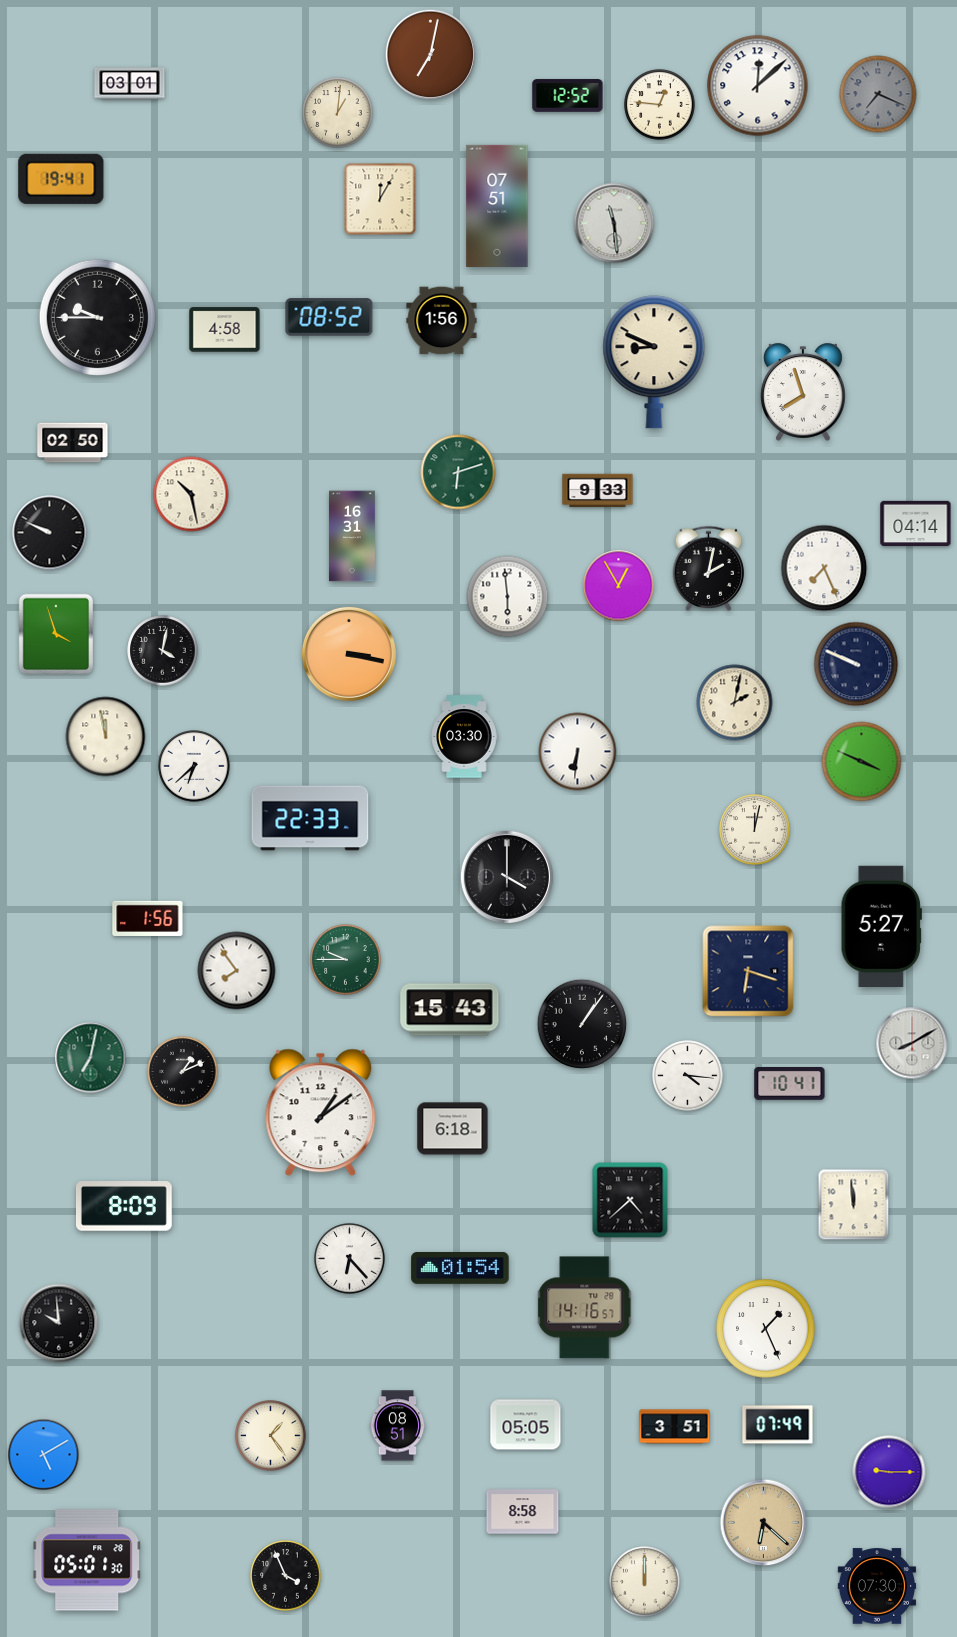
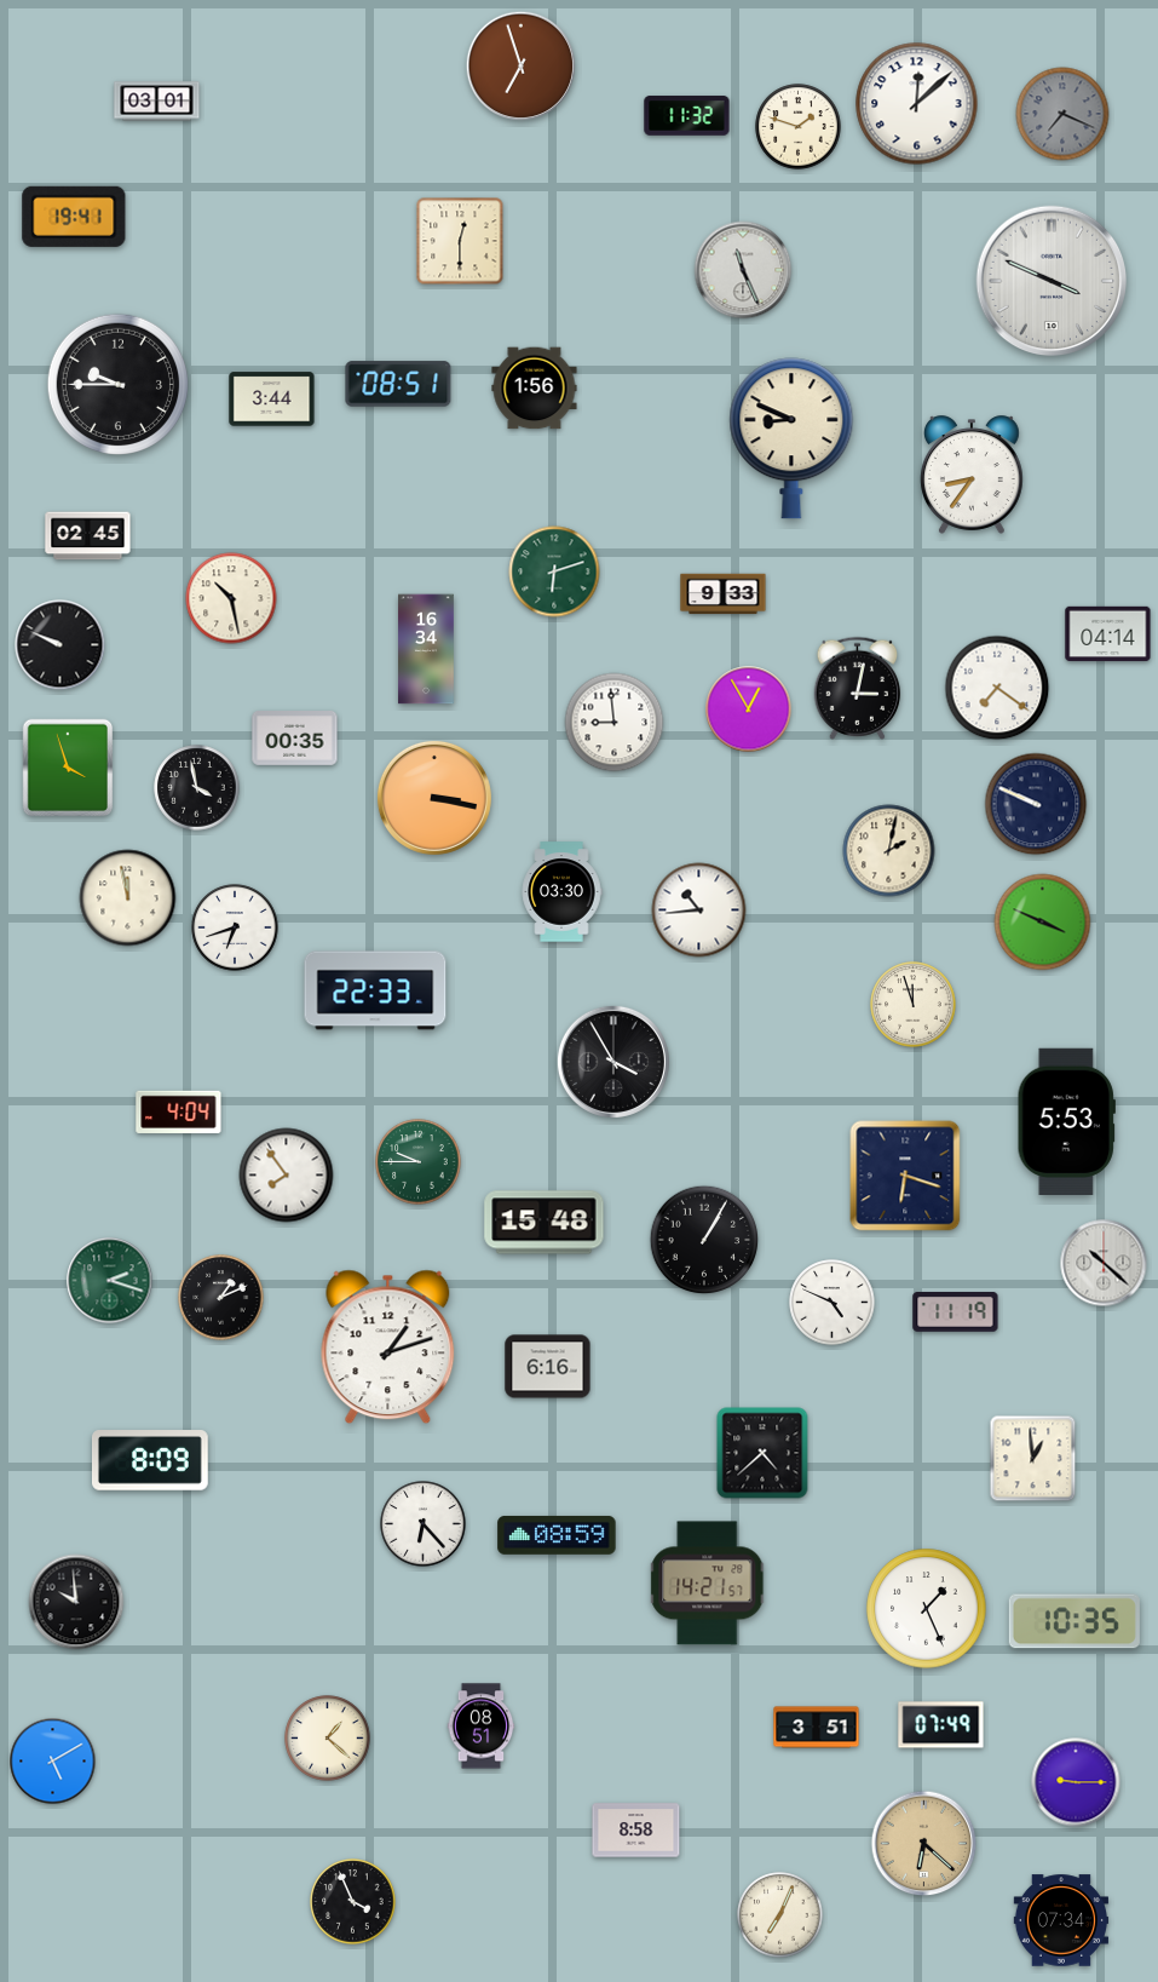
clock at (430, 54): 7:02 -> 6:57
clock at (568, 96): 12:52 -> 11:32
clock at (660, 105): 12:46 -> 1:48
clock at (338, 113): 1:01 -> none
clock at (380, 199): 12:05 -> 12:30
clock at (497, 206): 07:51 -> none
clock at (614, 223): 11:29 -> 11:26
clock at (1052, 281): none -> 3:49
clock at (329, 317): 08:52 -> 08:51
clock at (225, 330): 4:58 -> 3:44
clock at (803, 392): 7:57 -> 8:36
clock at (73, 443): 02:50 -> 02:45
clock at (353, 536): 16:31 -> 16:34
clock at (709, 568): 2:02 -> 3:02
clock at (824, 568): 7:26 -> 7:21
clock at (508, 597): 5:59 -> 8:59
clock at (295, 739): none -> 00:35
clock at (163, 651): 4:02 -> 3:58
clock at (349, 654) position: (349, 654) -> (434, 798)
clock at (106, 737) position: (106, 737) -> (128, 898)
clock at (578, 752): 6:31 -> 10:44
clock at (194, 766): 6:38 -> 6:42
clock at (755, 830): 12:02 -> 11:57
clock at (507, 877): 4:00 -> 3:55
clock at (148, 918): 1:56 -> 4:04
clock at (881, 926): 5:27 -> 5:53
clock at (450, 1010): 15:43 -> 15:48
clock at (582, 1024): 1:06 -> 1:05
clock at (912, 1043): 8:10 -> 10:22
clock at (91, 1058): 7:02 -> 2:18
clock at (688, 1076): 4:16 -> 4:49
clock at (790, 1084): 10:41 -> 11:19
clock at (321, 1113): 1:09 -> 1:12
clock at (453, 1129): 6:18 -> 6:16
clock at (854, 1205): 11:59 -> 12:59
clock at (460, 1268): 01:54 -> 08:59
clock at (585, 1308): 14:16 -> 14:21
clock at (59, 1323) position: (59, 1323) -> (76, 1602)
clock at (1075, 1621): none -> 10:35
clock at (526, 1425): 05:05 -> none
clock at (271, 1436): 1:24 -> 1:22
clock at (523, 1512) position: (523, 1512) -> (636, 1831)
clock at (87, 1560): 05:01 -> none
clock at (286, 1576) position: (286, 1576) -> (353, 1902)
clock at (645, 1582): 12:00 -> 7:04
clock at (877, 1586): 07:30 -> 07:34
